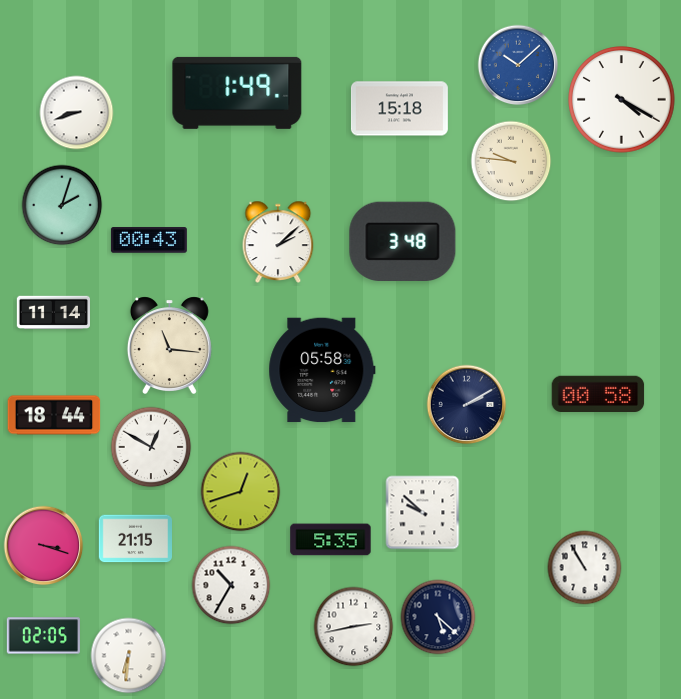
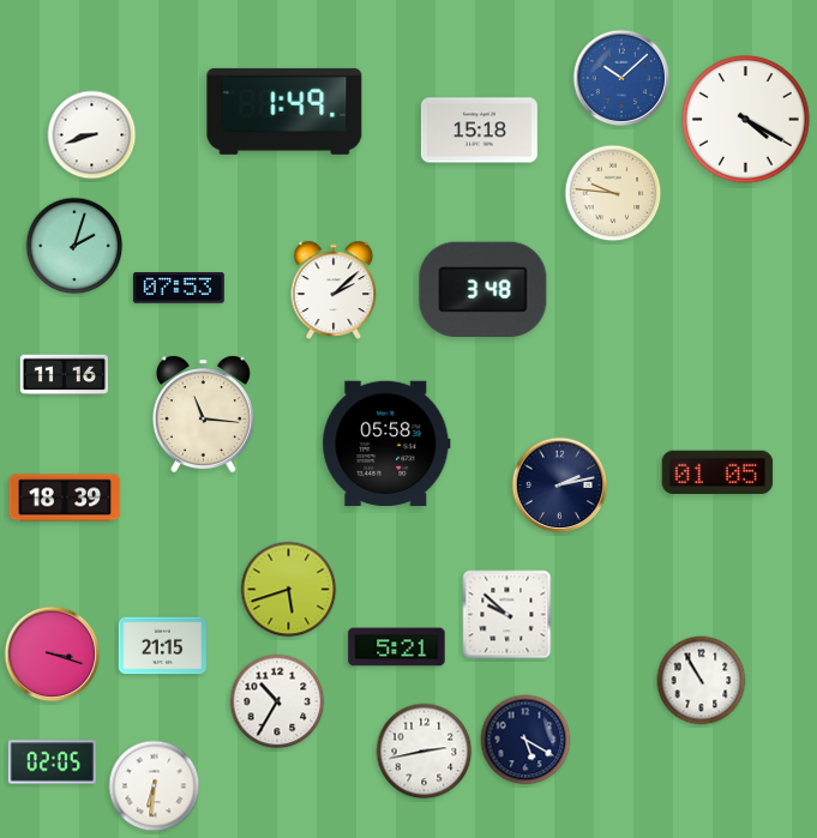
clock at (149, 240): 00:43 -> 07:53
clock at (53, 313): 11:14 -> 11:16
clock at (598, 393): 00:58 -> 01:05
clock at (467, 405): 2:10 -> 2:13
clock at (54, 415): 18:44 -> 18:39
clock at (151, 447): 12:50 -> none
clock at (241, 492): 12:42 -> 5:42
clock at (331, 540): 5:35 -> 5:21
clock at (438, 617): 5:22 -> 5:20
